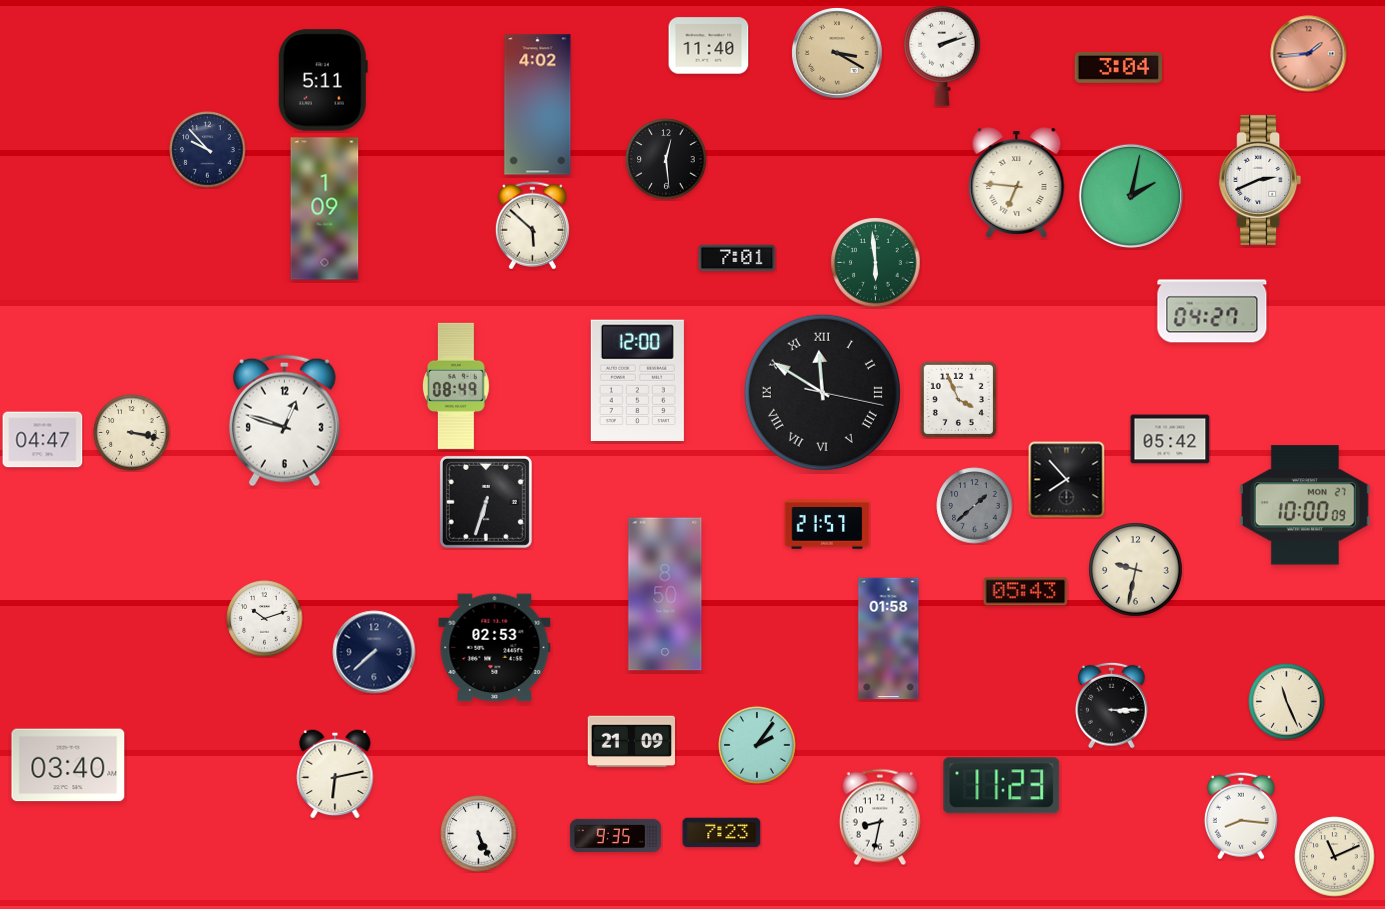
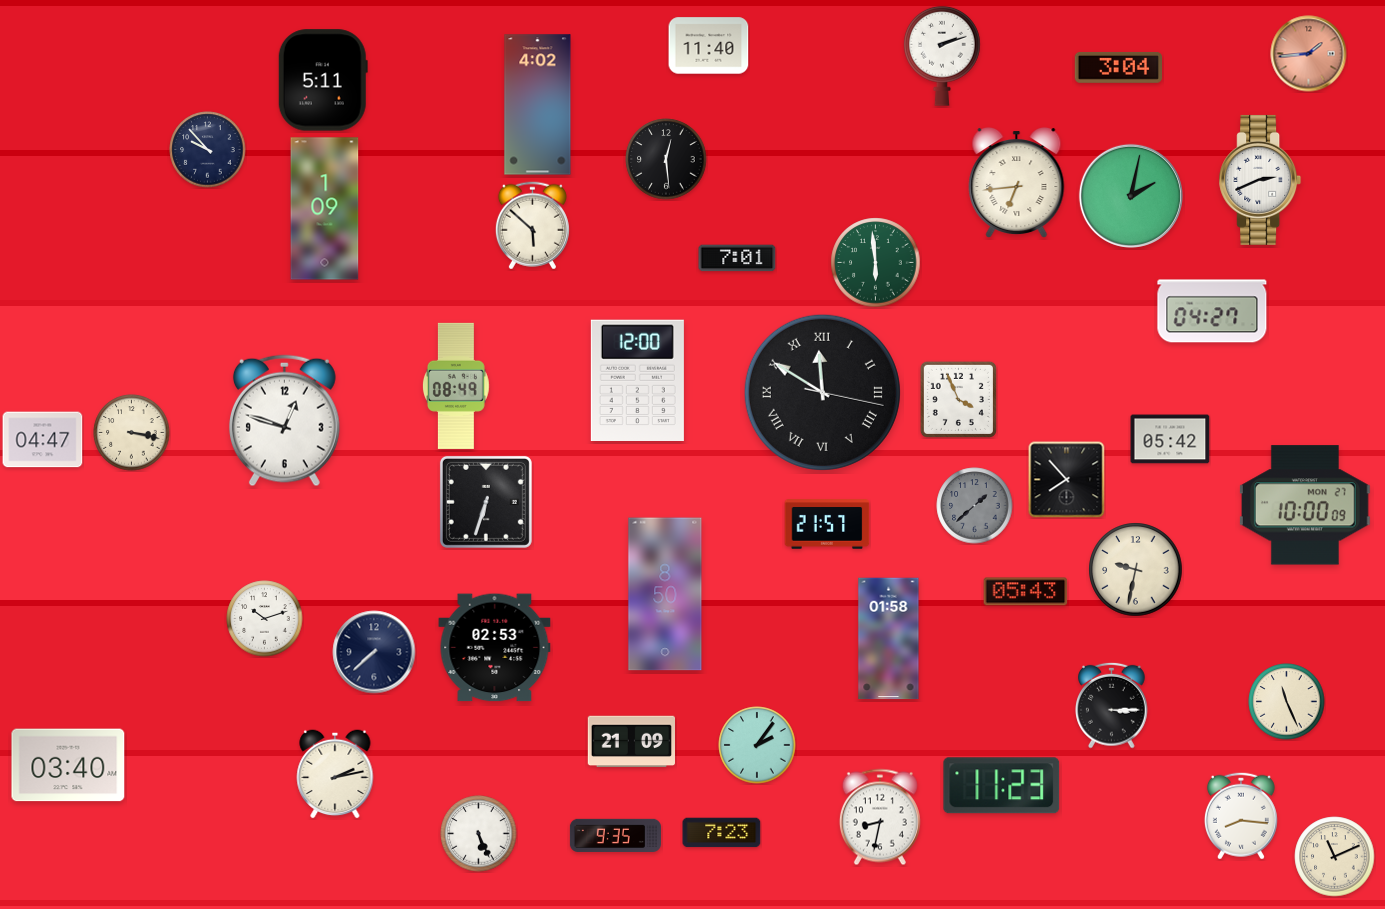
clock at (837, 53): 3:20 -> none
clock at (1017, 183): 6:46 -> 6:44
clock at (335, 774): 6:13 -> 2:13
